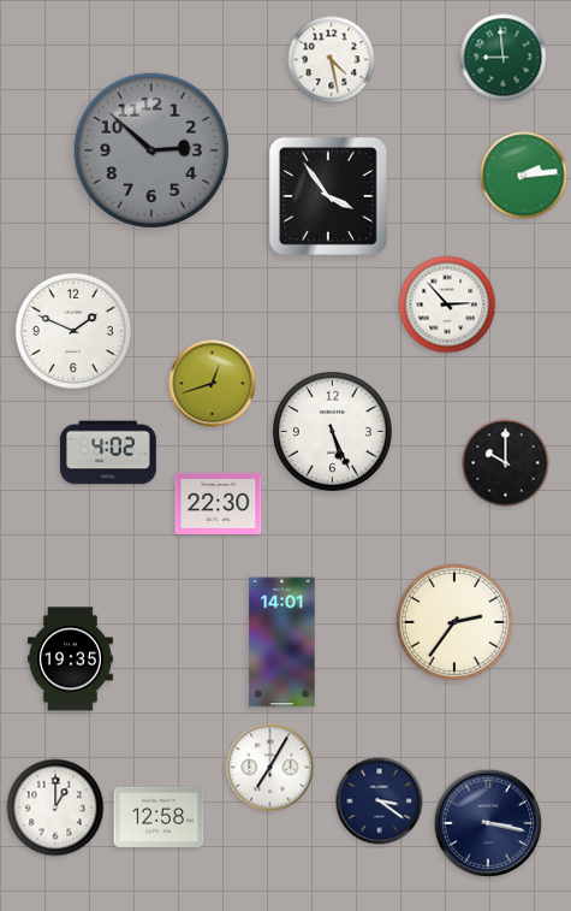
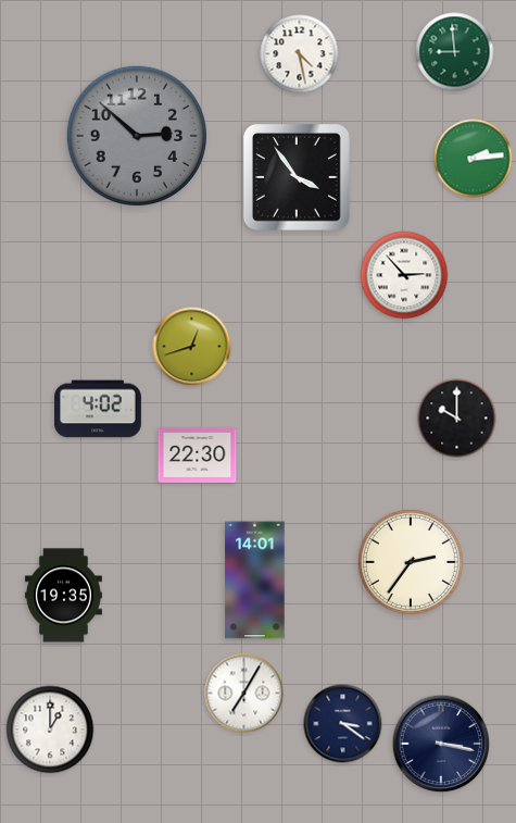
clock at (73, 331): 1:49 -> none
clock at (332, 431): 5:26 -> none
clock at (159, 817): 12:58 -> none
